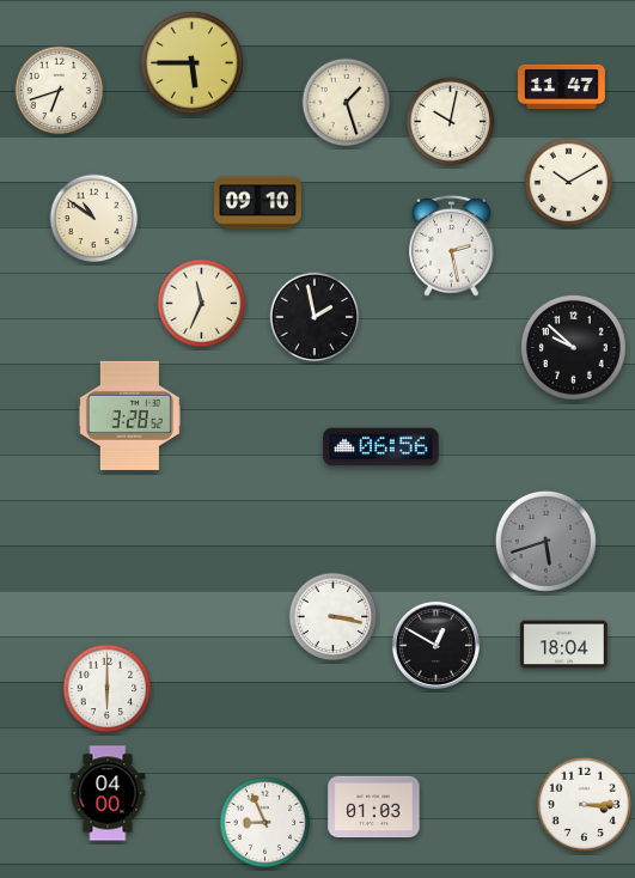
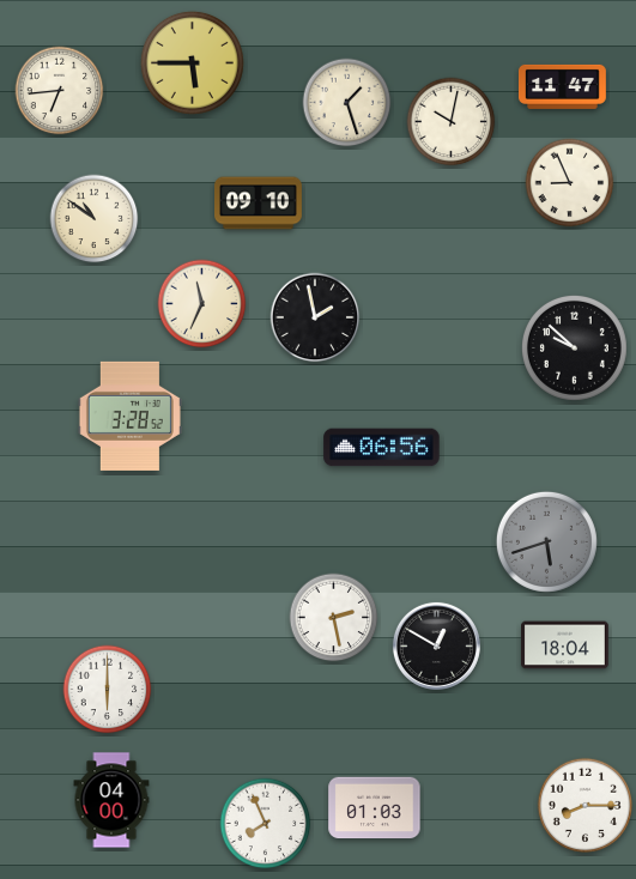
clock at (60, 91): 6:42 -> 6:44
clock at (569, 183): 10:10 -> 8:56
clock at (452, 245): 2:28 -> none
clock at (334, 617): 3:17 -> 2:28
clock at (108, 793) position: (108, 793) -> (111, 800)
clock at (585, 805): 3:15 -> 8:15
clock at (265, 823): 8:56 -> 7:56
